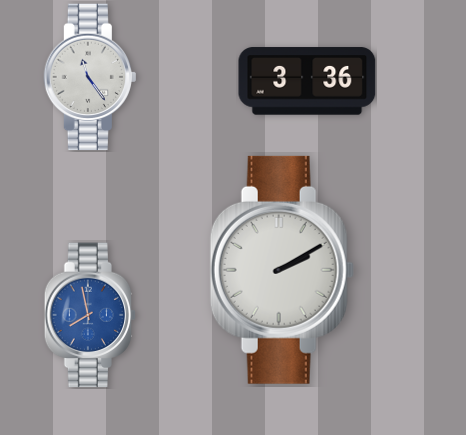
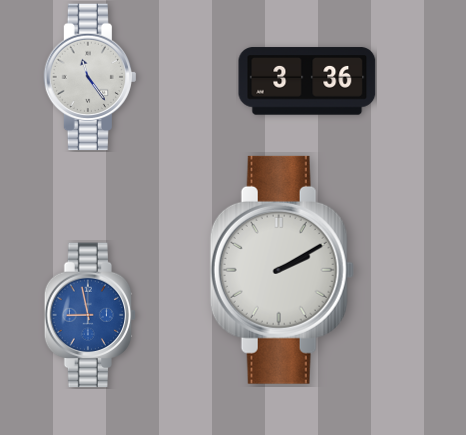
clock at (90, 315): 7:58 -> 8:58
